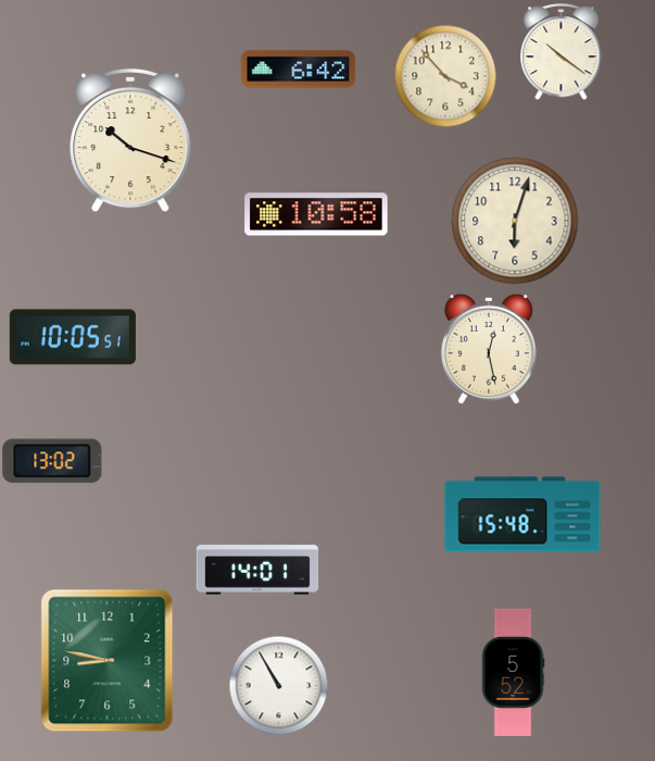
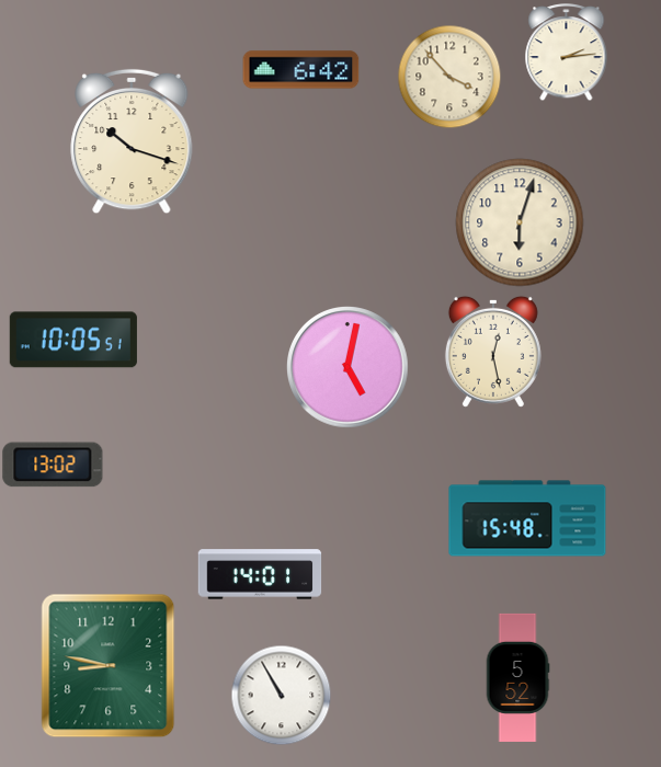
clock at (562, 52): 10:21 -> 2:14
clock at (316, 214): 10:58 -> none
clock at (347, 367): none -> 5:02
clock at (278, 685) position: (278, 685) -> (281, 695)
